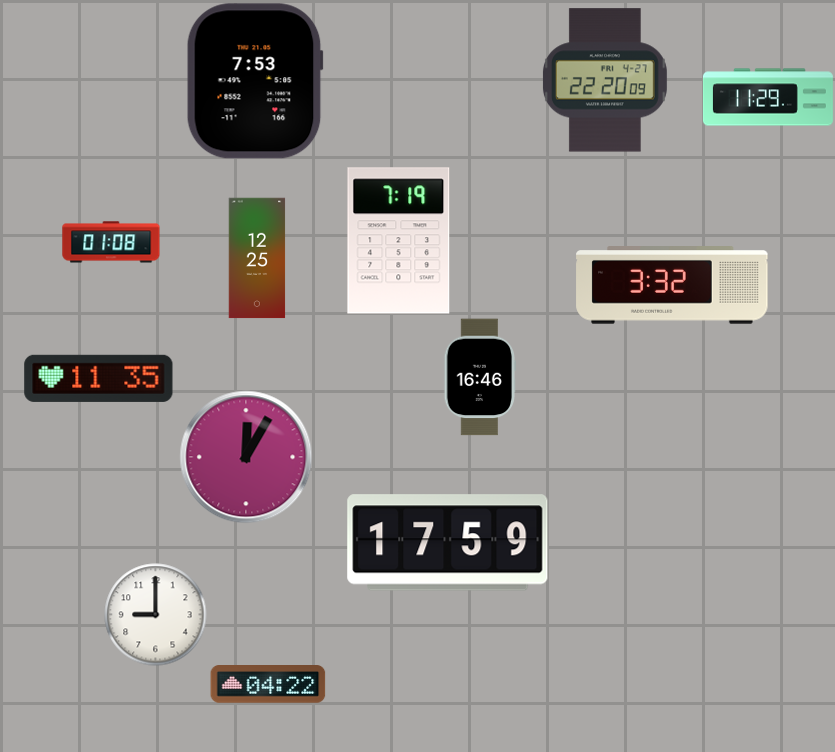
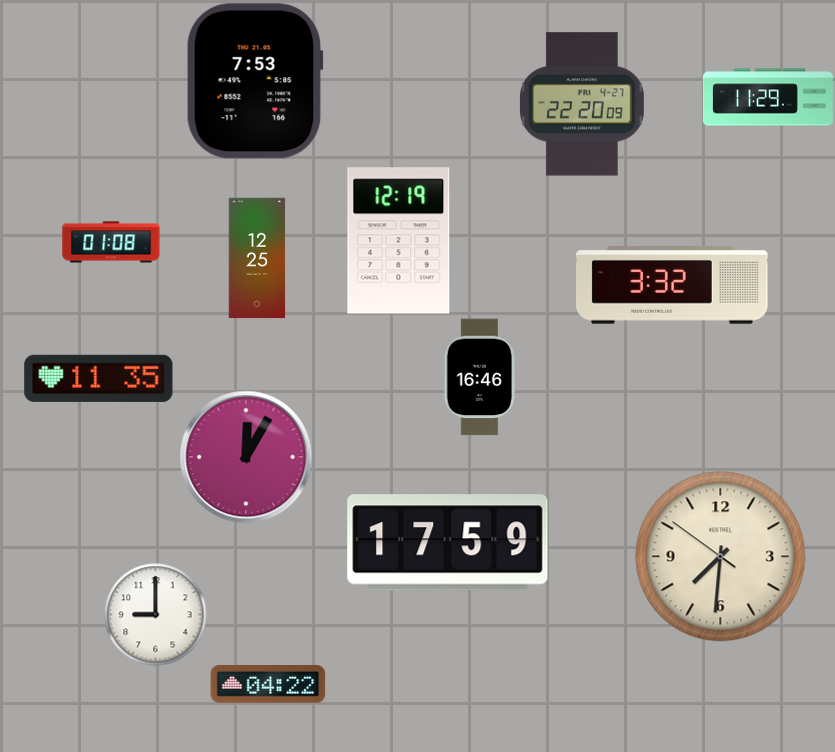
clock at (605, 80) position: (605, 80) -> (582, 104)
clock at (399, 241): 7:19 -> 12:19
clock at (721, 557): none -> 7:30
